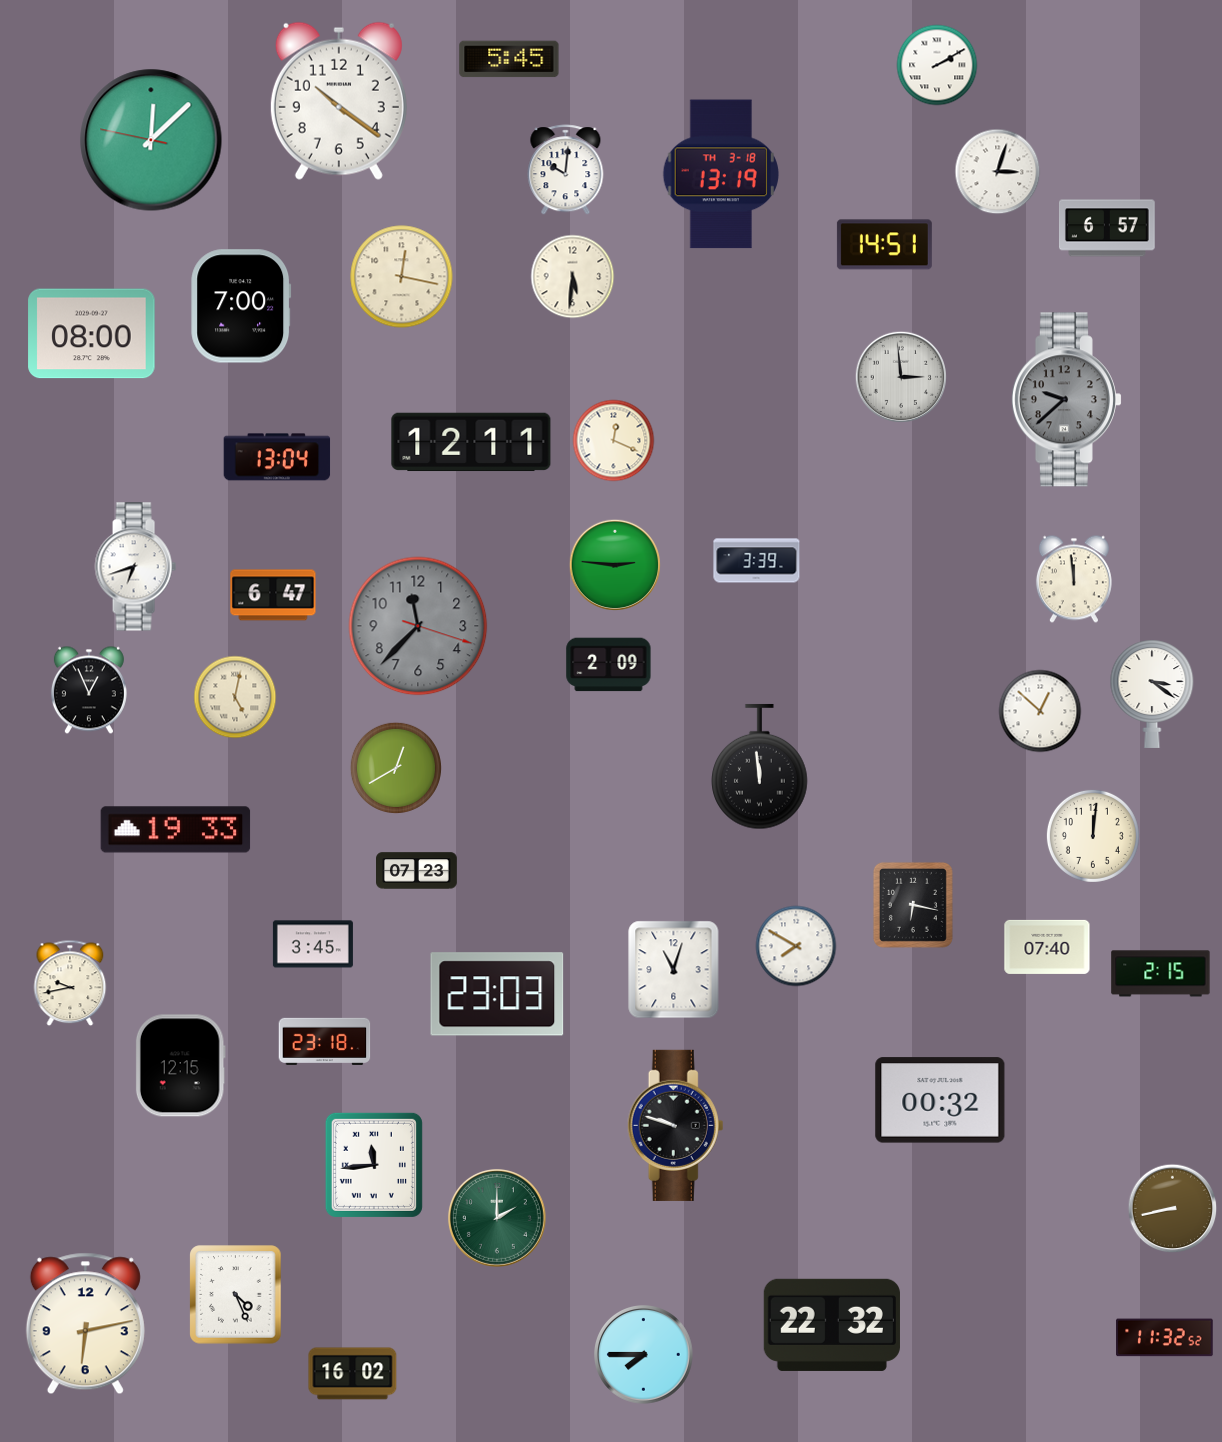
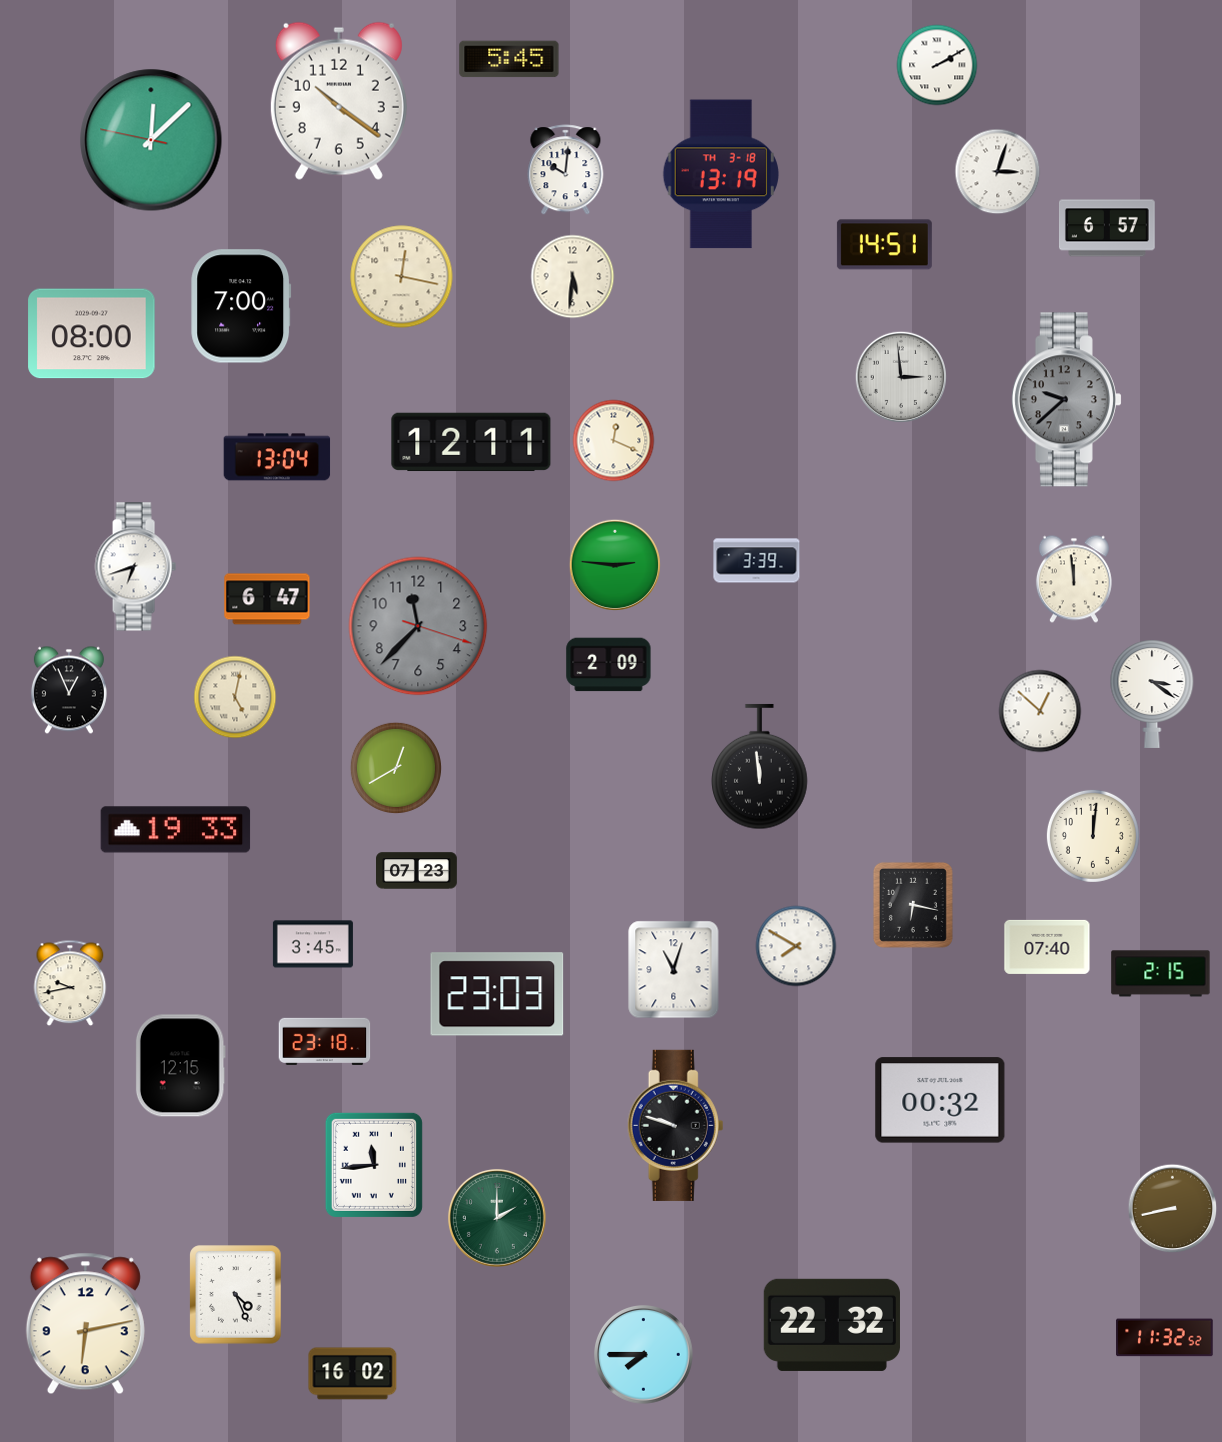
clock at (273, 595) position: (273, 595) -> (267, 599)
clock at (89, 690) position: (89, 690) -> (69, 690)
